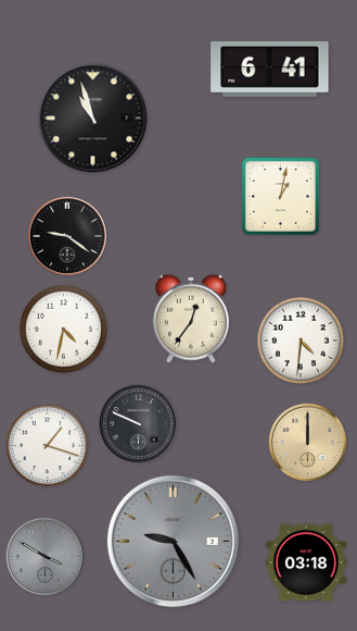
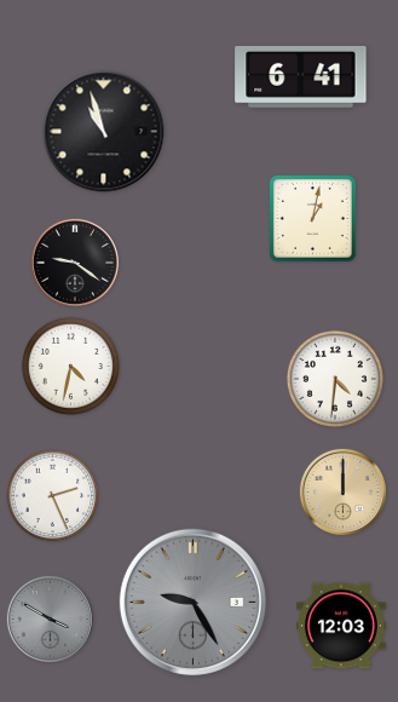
clock at (191, 319): 12:36 -> none
clock at (138, 423): 9:49 -> none
clock at (48, 446): 1:18 -> 2:26
clock at (307, 562): 03:18 -> 12:03
